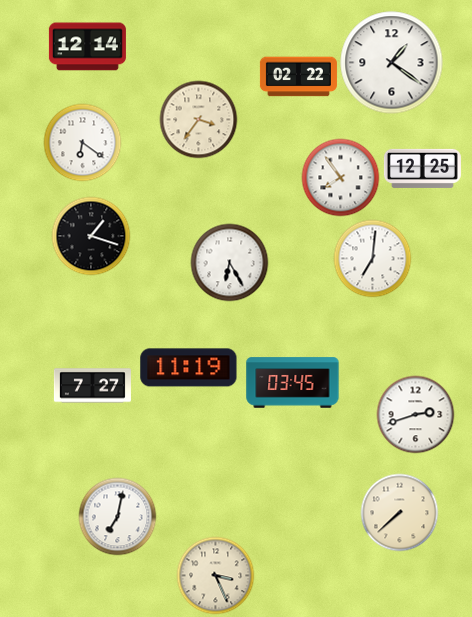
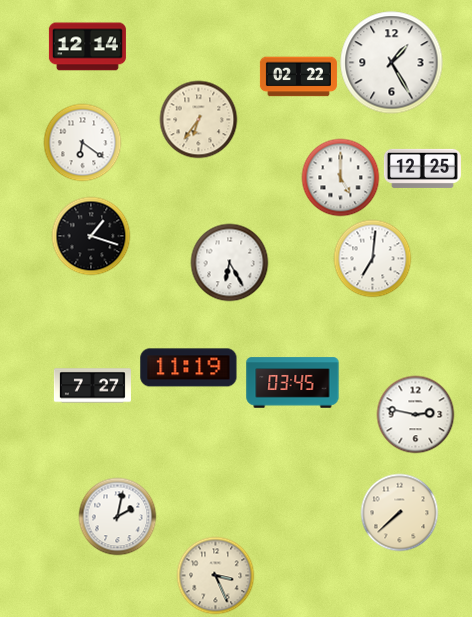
clock at (392, 63): 1:21 -> 1:25
clock at (198, 119): 3:36 -> 6:36
clock at (340, 177): 7:54 -> 5:00
clock at (415, 414): 2:42 -> 2:47
clock at (117, 516): 7:02 -> 2:02
